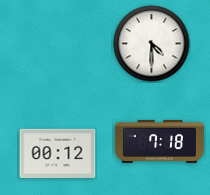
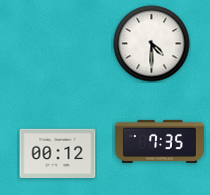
clock at (159, 141): 7:18 -> 7:35
